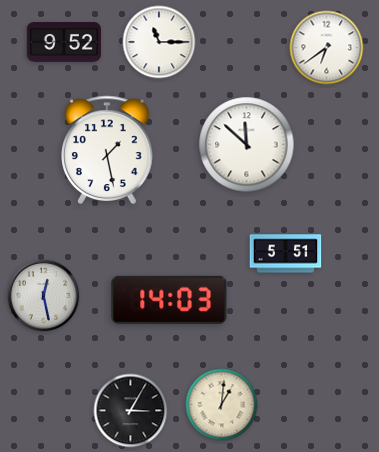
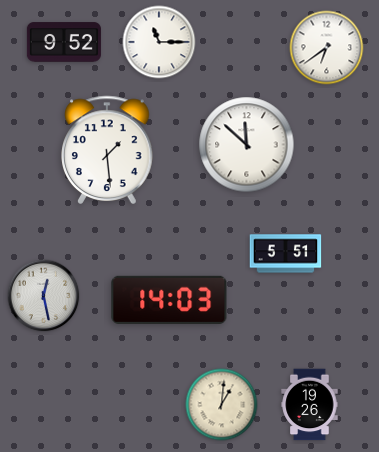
clock at (107, 149): 1:28 -> 1:29
clock at (310, 405): none -> 19:26
clock at (131, 411): 3:05 -> none
